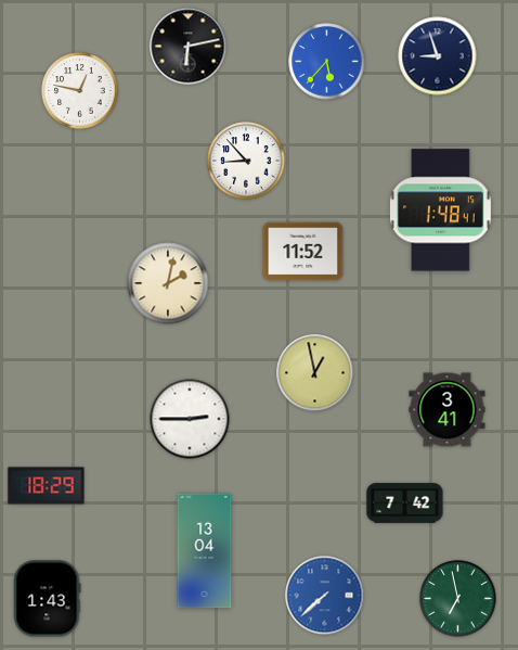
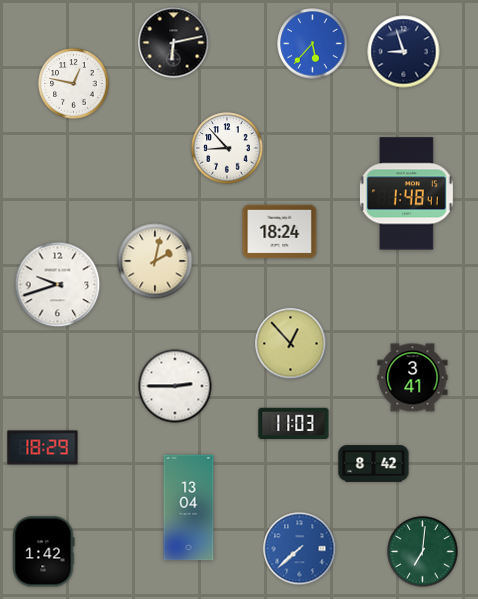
clock at (327, 62) position: (327, 62) -> (313, 44)
clock at (303, 252): 11:52 -> 18:24
clock at (58, 285): none -> 9:42
clock at (315, 373): 12:58 -> 12:53
clock at (294, 424): none -> 11:03
clock at (405, 504): 7:42 -> 8:42
clock at (47, 599): 1:43 -> 1:42
clock at (458, 599): 6:58 -> 7:01
